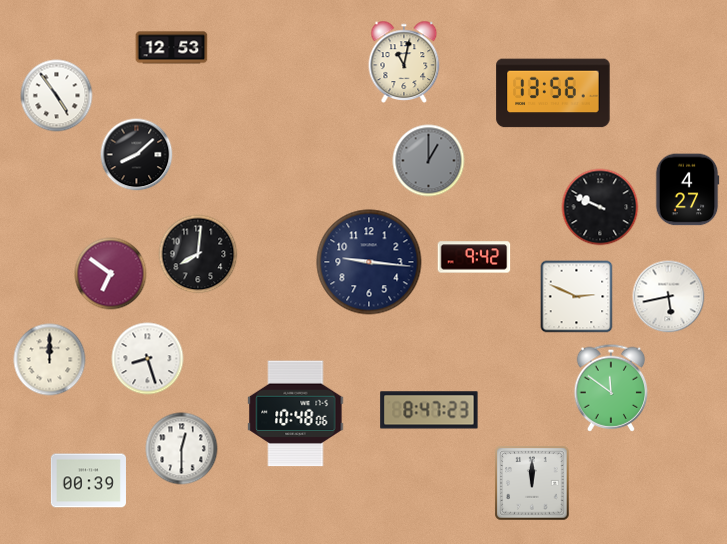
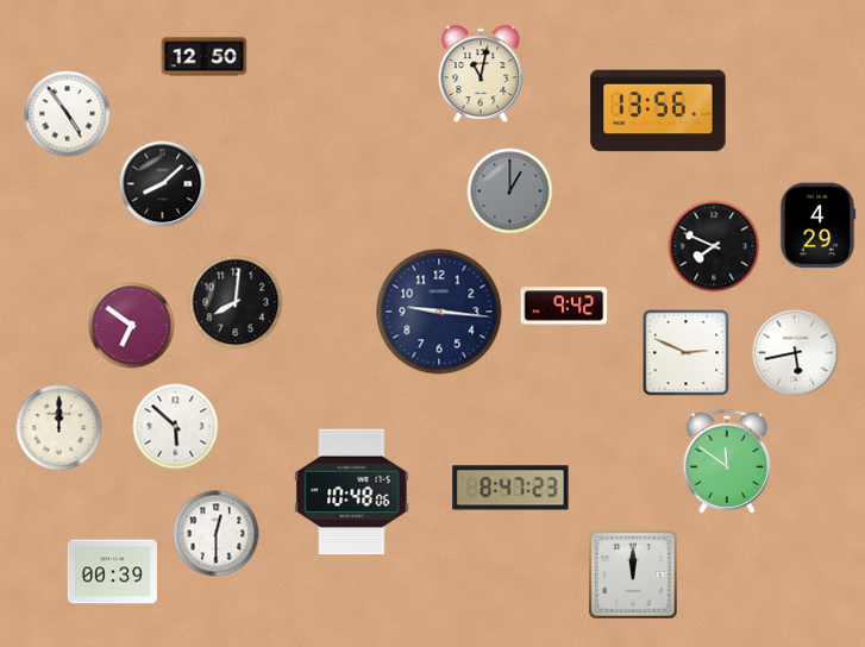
clock at (172, 48): 12:53 -> 12:50
clock at (687, 190): 4:27 -> 4:29
clock at (600, 207): 9:49 -> 7:49
clock at (148, 359): 8:27 -> 5:52
clock at (88, 481) position: (88, 481) -> (112, 572)
